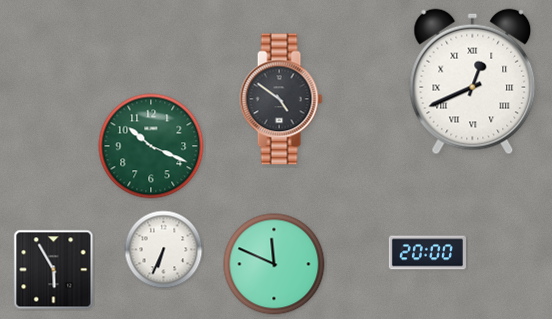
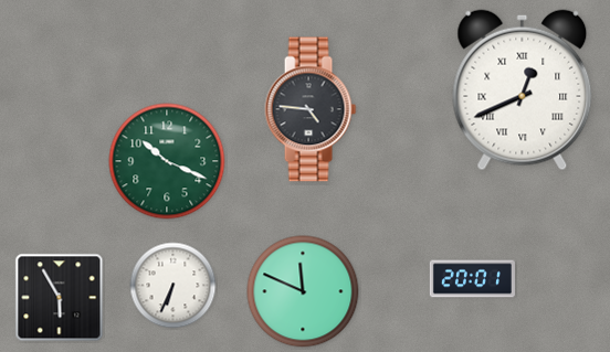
clock at (281, 99): 4:51 -> 4:46
clock at (164, 250) position: (164, 250) -> (173, 286)
clock at (427, 253): 20:00 -> 20:01
